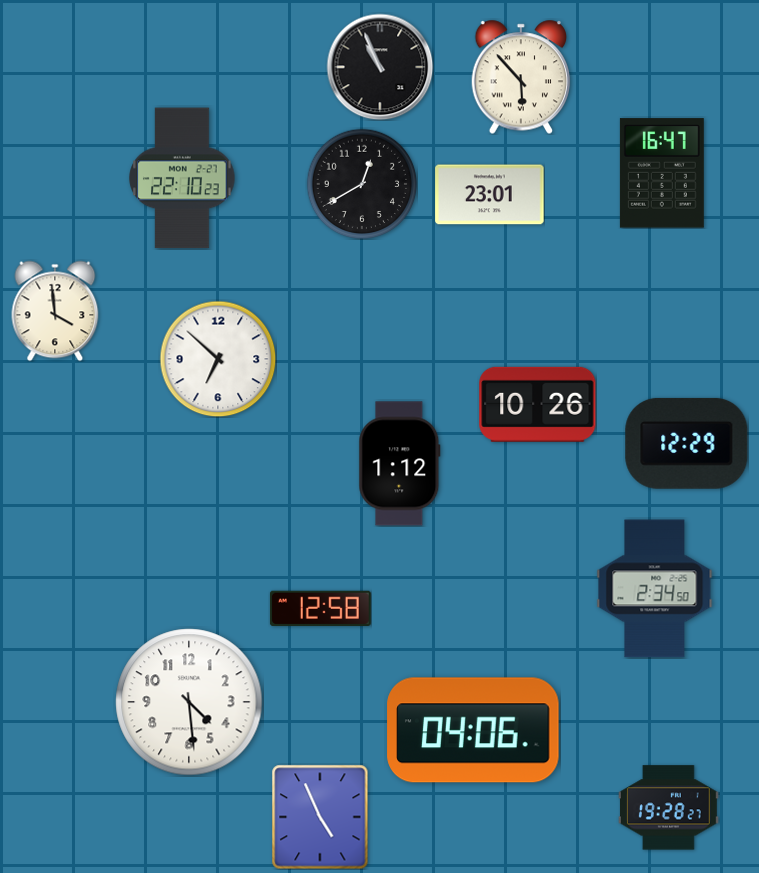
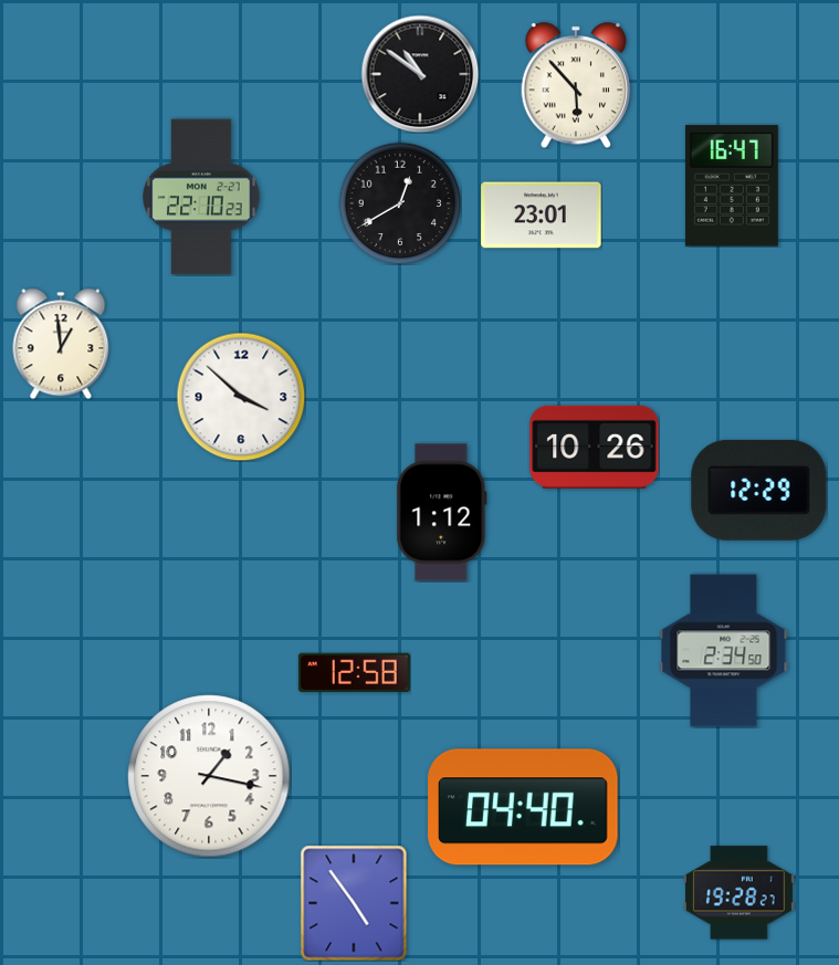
clock at (380, 67): 10:56 -> 10:51
clock at (662, 173) position: (662, 173) -> (732, 186)
clock at (55, 311): 3:59 -> 12:59
clock at (218, 359): 6:52 -> 3:52
clock at (189, 702): 4:29 -> 1:17
clock at (473, 730): 04:06 -> 04:40
clock at (320, 817): 4:56 -> 4:54
